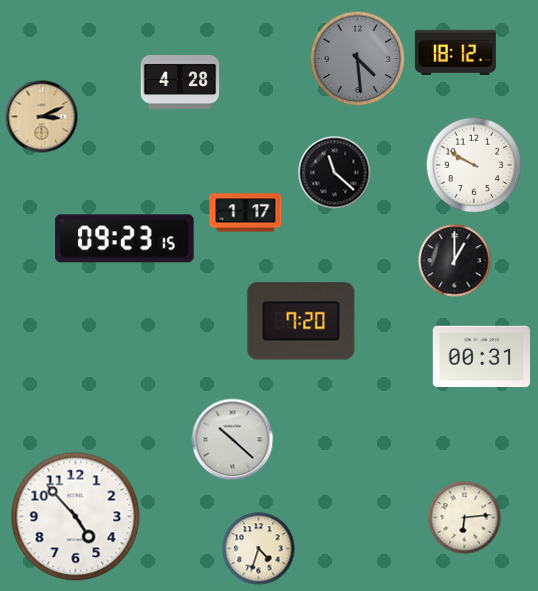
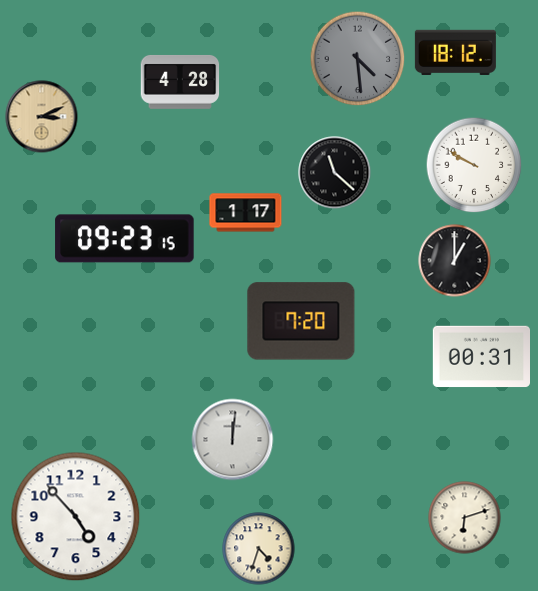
clock at (233, 440): 10:22 -> 12:01
clock at (465, 518): 6:14 -> 6:12
